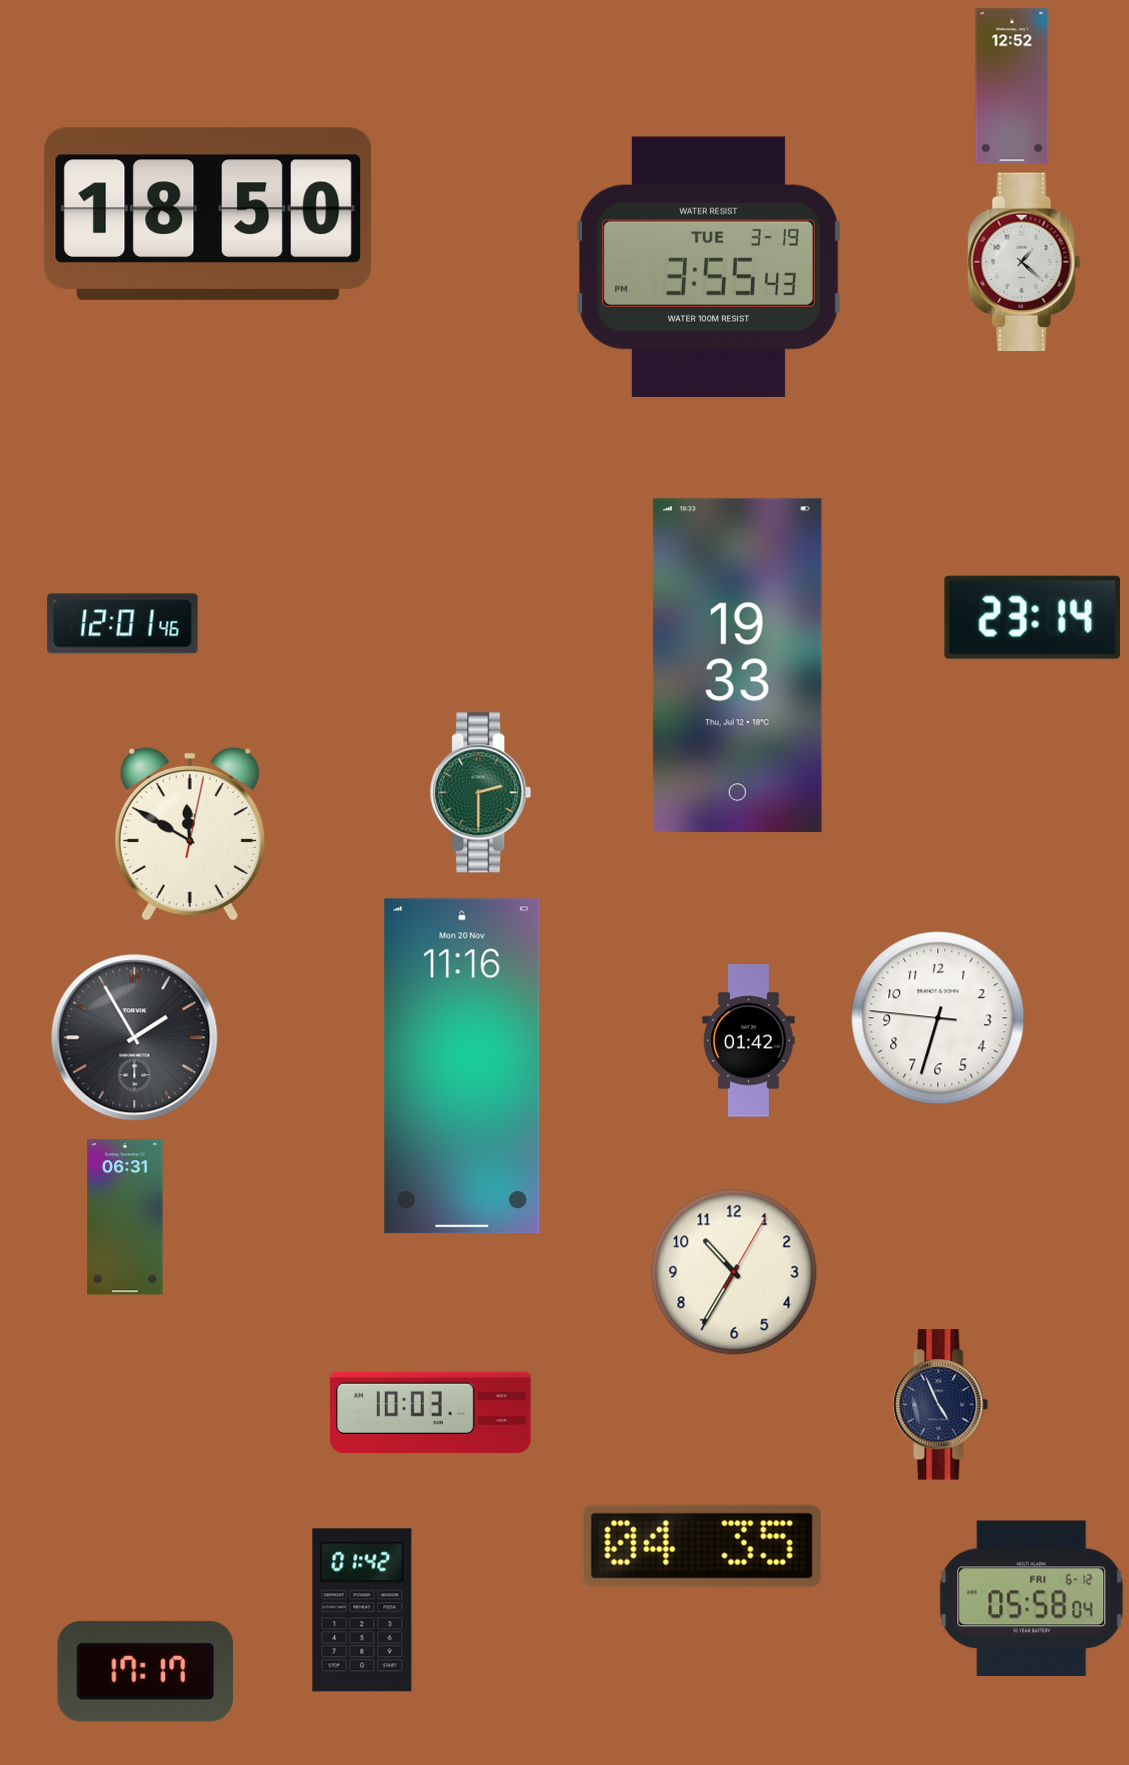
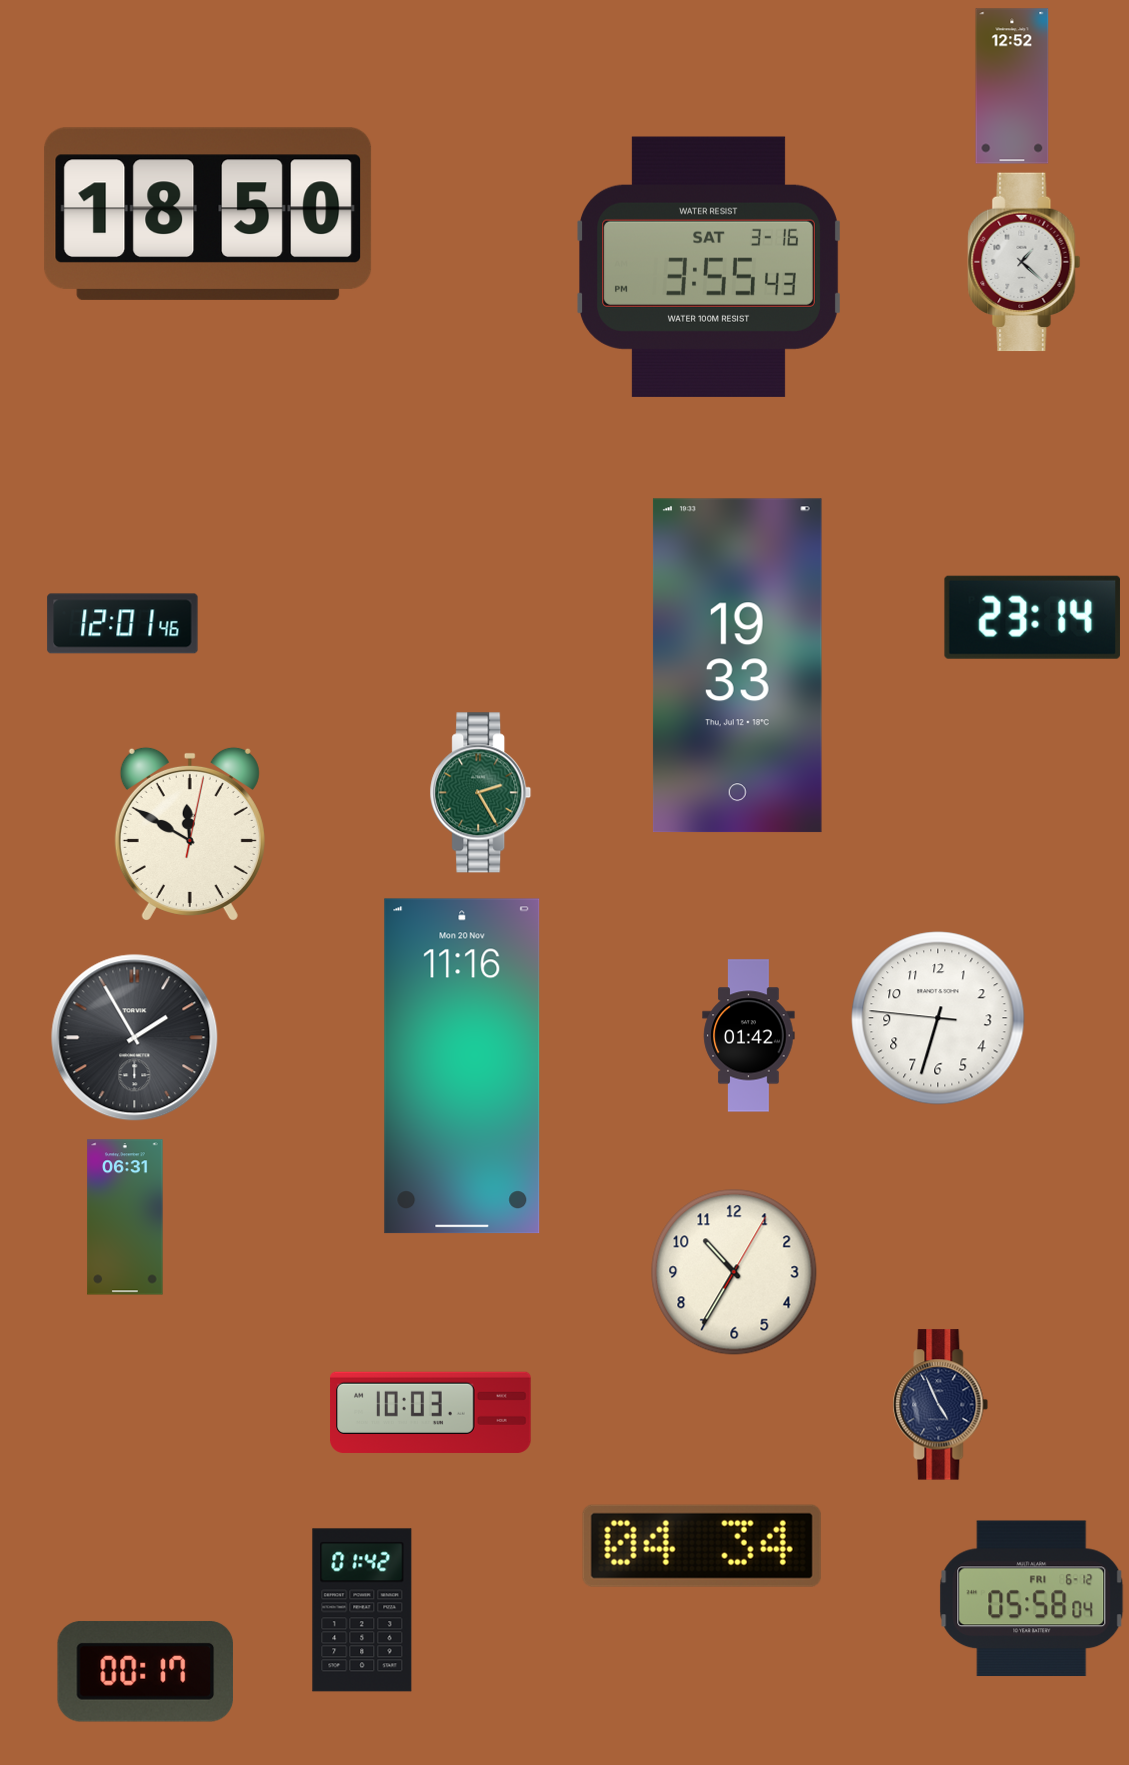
clock at (709, 267) date: TUE 3-19 -> SAT 3-16
clock at (481, 793): 2:30 -> 2:25
clock at (749, 1041) position: (749, 1041) -> (749, 1036)
clock at (702, 1546): 04:35 -> 04:34
clock at (145, 1672): 17:17 -> 00:17
